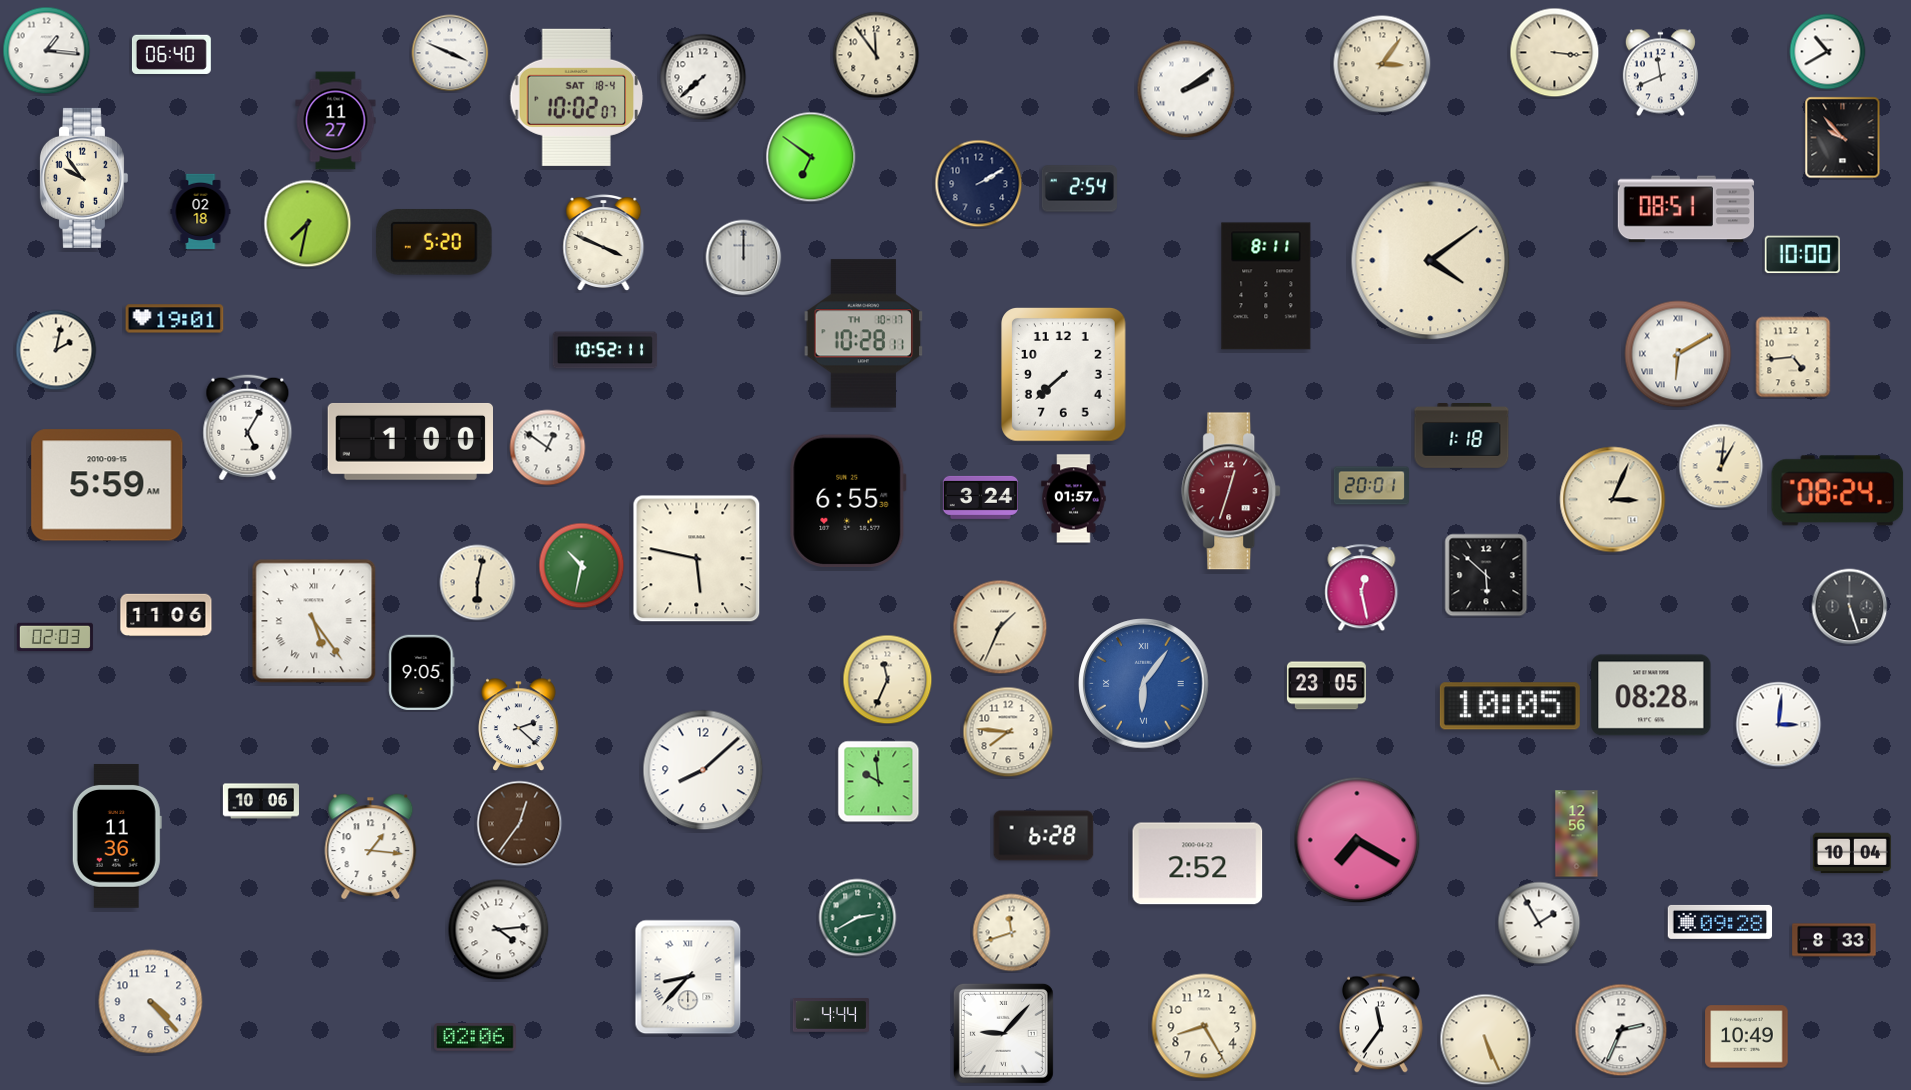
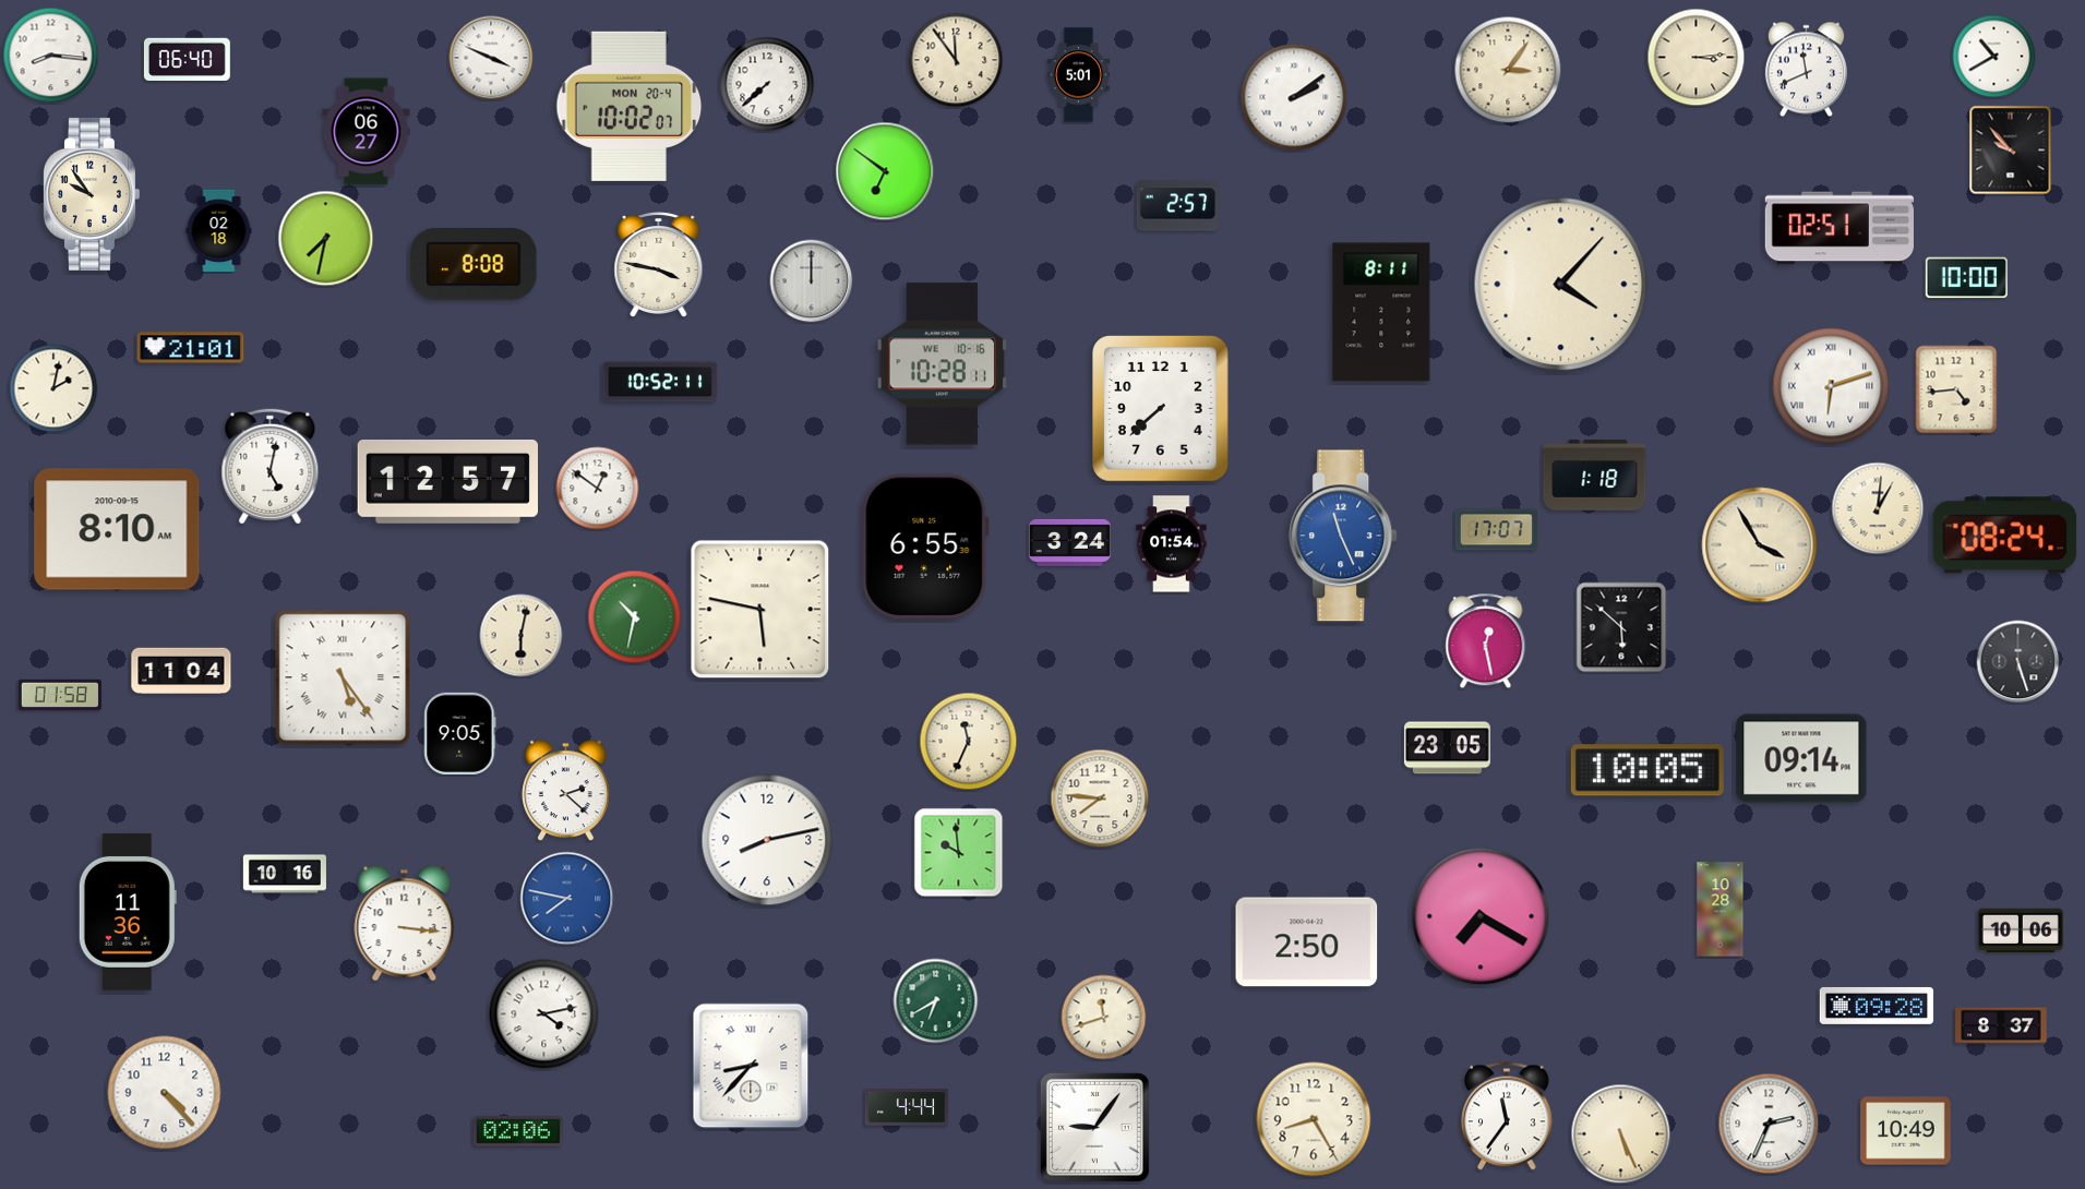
clock at (47, 51): 1:16 -> 8:16
clock at (1555, 53): 3:16 -> 3:14
clock at (1079, 75): none -> 5:01
clock at (1660, 73) position: (1660, 73) -> (1806, 70)
clock at (577, 97) date: SAT 18-4 -> MON 20-4
clock at (336, 121): 11:27 -> 06:27
clock at (979, 184): 2:10 -> none
clock at (1079, 189): 2:54 -> 2:57
clock at (1686, 209): 08:51 -> 02:51
clock at (308, 224) position: (308, 224) -> (326, 239)
clock at (434, 242): 5:20 -> 8:08
clock at (604, 243): 3:49 -> 3:47
clock at (1431, 261): 4:09 -> 4:07
clock at (175, 319): 19:01 -> 21:01
clock at (864, 334) date: TH 10-17 -> WE 10-16
clock at (56, 350) position: (56, 350) -> (53, 388)
clock at (1678, 354): 6:10 -> 6:12
clock at (248, 428): 5:05 -> 5:02
clock at (410, 441): 1:00 -> 12:57
clock at (107, 485): 5:59 -> 8:10
clock at (1371, 486): 20:01 -> 17:07
clock at (1232, 491): 12:33 -> 11:26
clock at (1232, 491) dial: burgundy -> blue
clock at (1074, 499): 01:57 -> 01:54
clock at (1613, 500): 3:04 -> 3:55
clock at (166, 615): 11:06 -> 11:04
clock at (1000, 627): 1:34 -> none
clock at (55, 636): 02:03 -> 01:58
clock at (1144, 684): 6:06 -> none
clock at (1651, 695): 08:28 -> 09:14
clock at (1779, 725): 3:01 -> none
clock at (703, 770): 8:08 -> 8:13
clock at (261, 801): 10:06 -> 10:16
clock at (520, 824): 12:36 -> 7:47
clock at (520, 824) dial: brown -> blue
clock at (1577, 834): 12:56 -> 10:28
clock at (1044, 836): 6:28 -> none
clock at (371, 847): 1:16 -> 3:16
clock at (1852, 853): 10:04 -> 10:06
clock at (1198, 864): 2:52 -> 2:50
clock at (858, 918): 2:40 -> 6:40
clock at (1539, 923): 1:55 -> none
clock at (499, 930): 4:14 -> 4:13
clock at (1834, 940): 8:33 -> 8:37
clock at (1003, 1033): 9:07 -> 9:06
